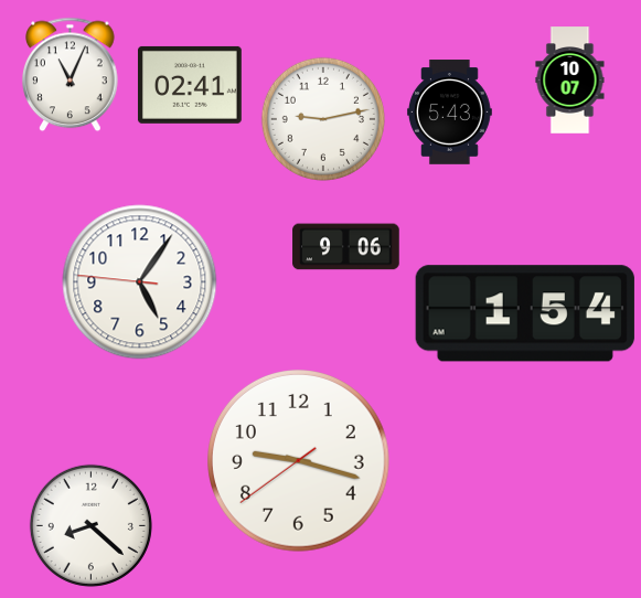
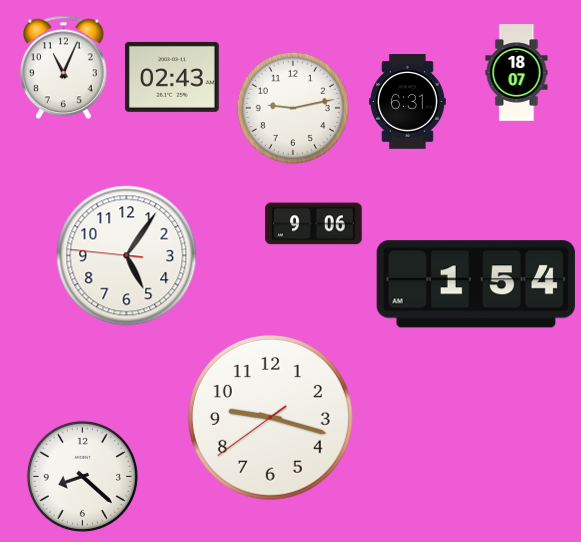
clock at (570, 81): 10:07 -> 18:07
clock at (190, 85): 02:41 -> 02:43
clock at (450, 113): 5:43 -> 6:31
